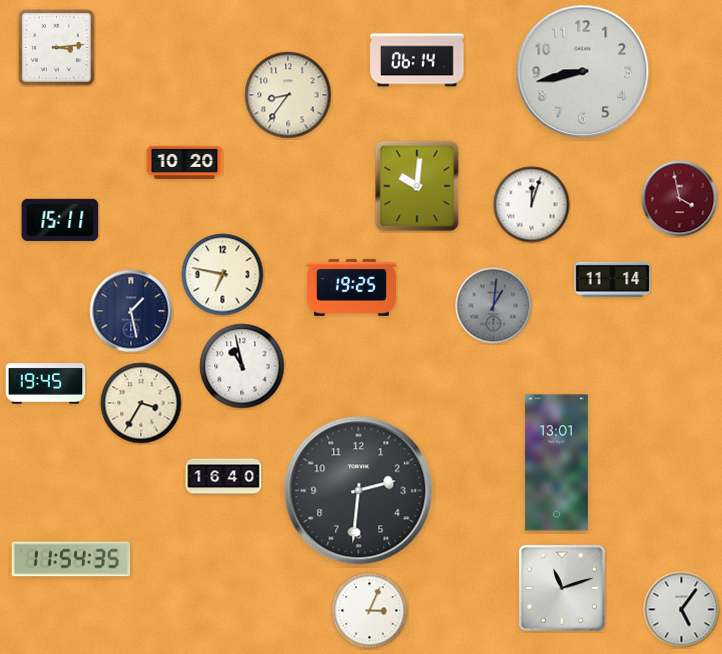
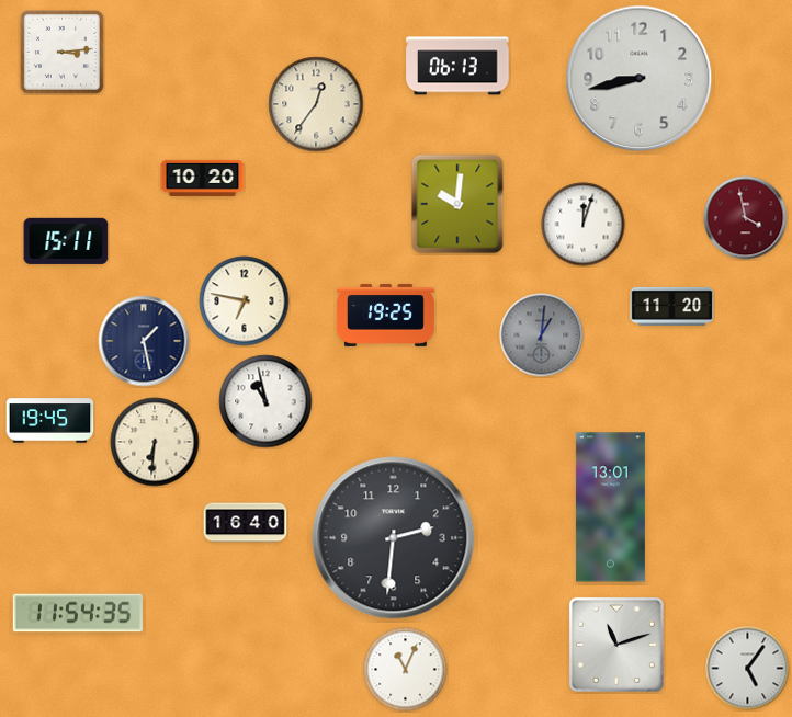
clock at (417, 60): 06:14 -> 06:13
clock at (288, 95): 8:36 -> 12:36
clock at (613, 279): 11:14 -> 11:20
clock at (141, 403): 3:35 -> 6:31
clock at (370, 611): 3:04 -> 11:04
